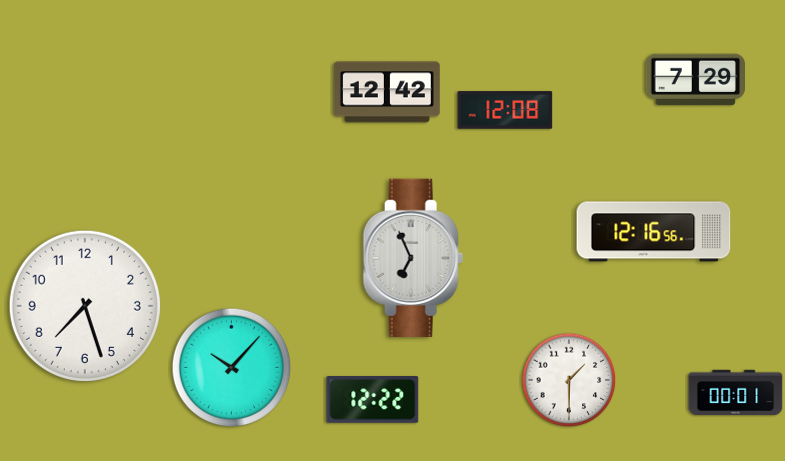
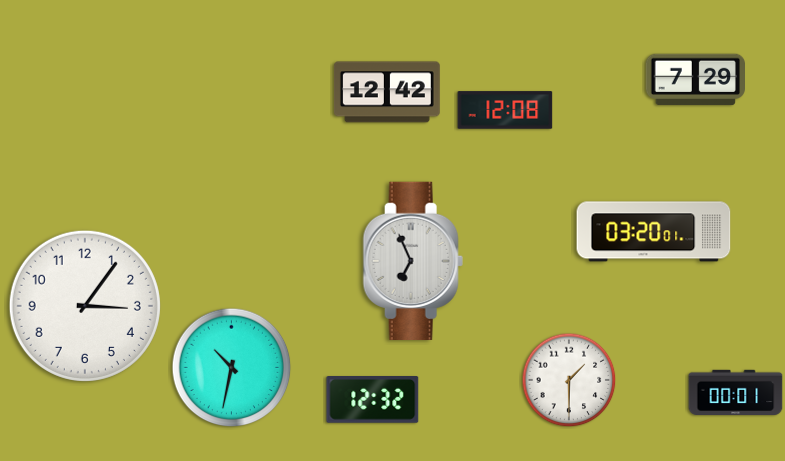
clock at (654, 232): 12:16 -> 03:20
clock at (413, 257) position: (413, 257) -> (413, 260)
clock at (85, 306): 7:27 -> 3:06
clock at (232, 368): 10:07 -> 10:32
clock at (373, 400): 12:22 -> 12:32
